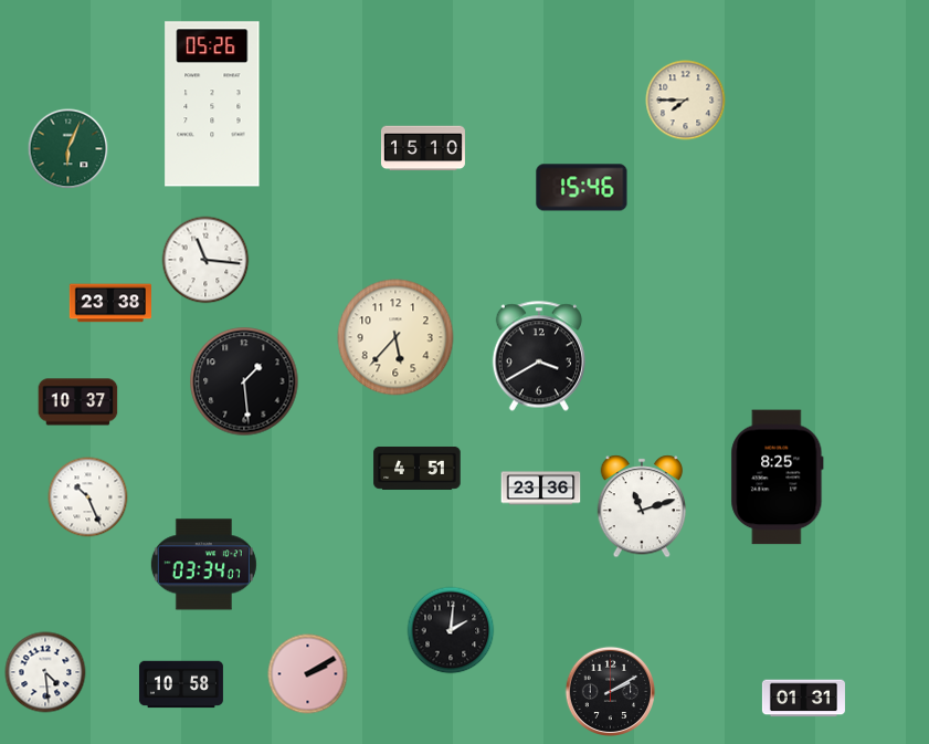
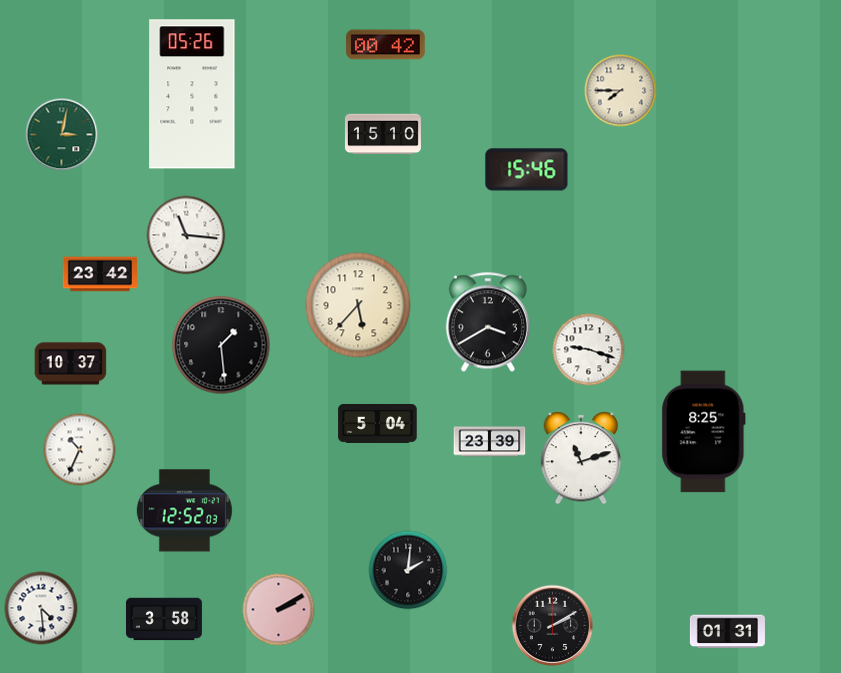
clock at (386, 45): none -> 00:42
clock at (68, 149): 6:04 -> 3:02
clock at (109, 303): 23:38 -> 23:42
clock at (589, 350): none -> 9:18
clock at (418, 468): 4:51 -> 5:04
clock at (541, 489): 23:36 -> 23:39
clock at (88, 497): 10:26 -> 10:34
clock at (203, 565): 03:34 -> 12:52
clock at (181, 684): 10:58 -> 3:58
